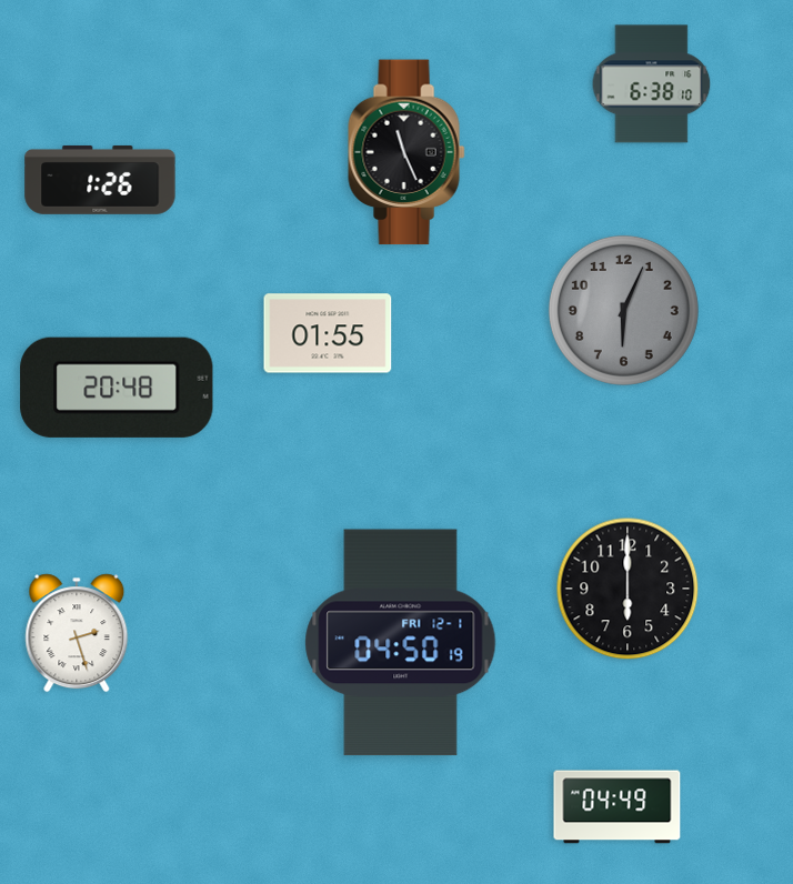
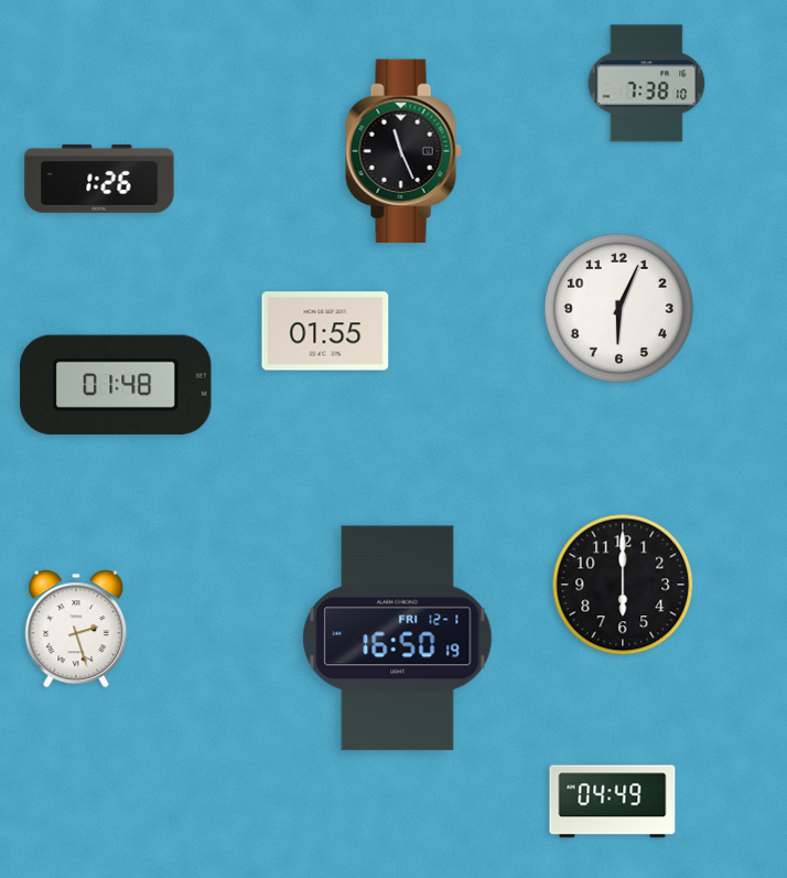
clock at (652, 84): 6:38 -> 7:38
clock at (623, 310) dial: grey -> white
clock at (117, 388): 20:48 -> 01:48
clock at (401, 643): 04:50 -> 16:50
